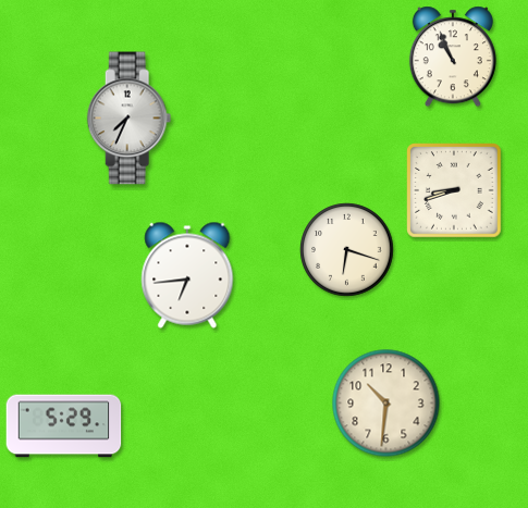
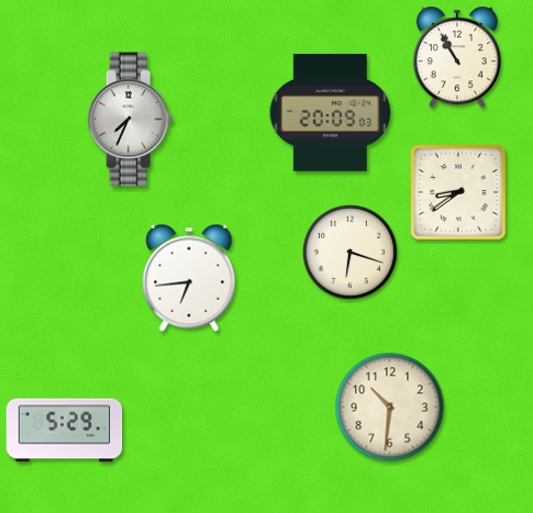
clock at (453, 57): 10:56 -> 10:55
clock at (331, 113): none -> 20:09
clock at (454, 190): 8:42 -> 8:39
